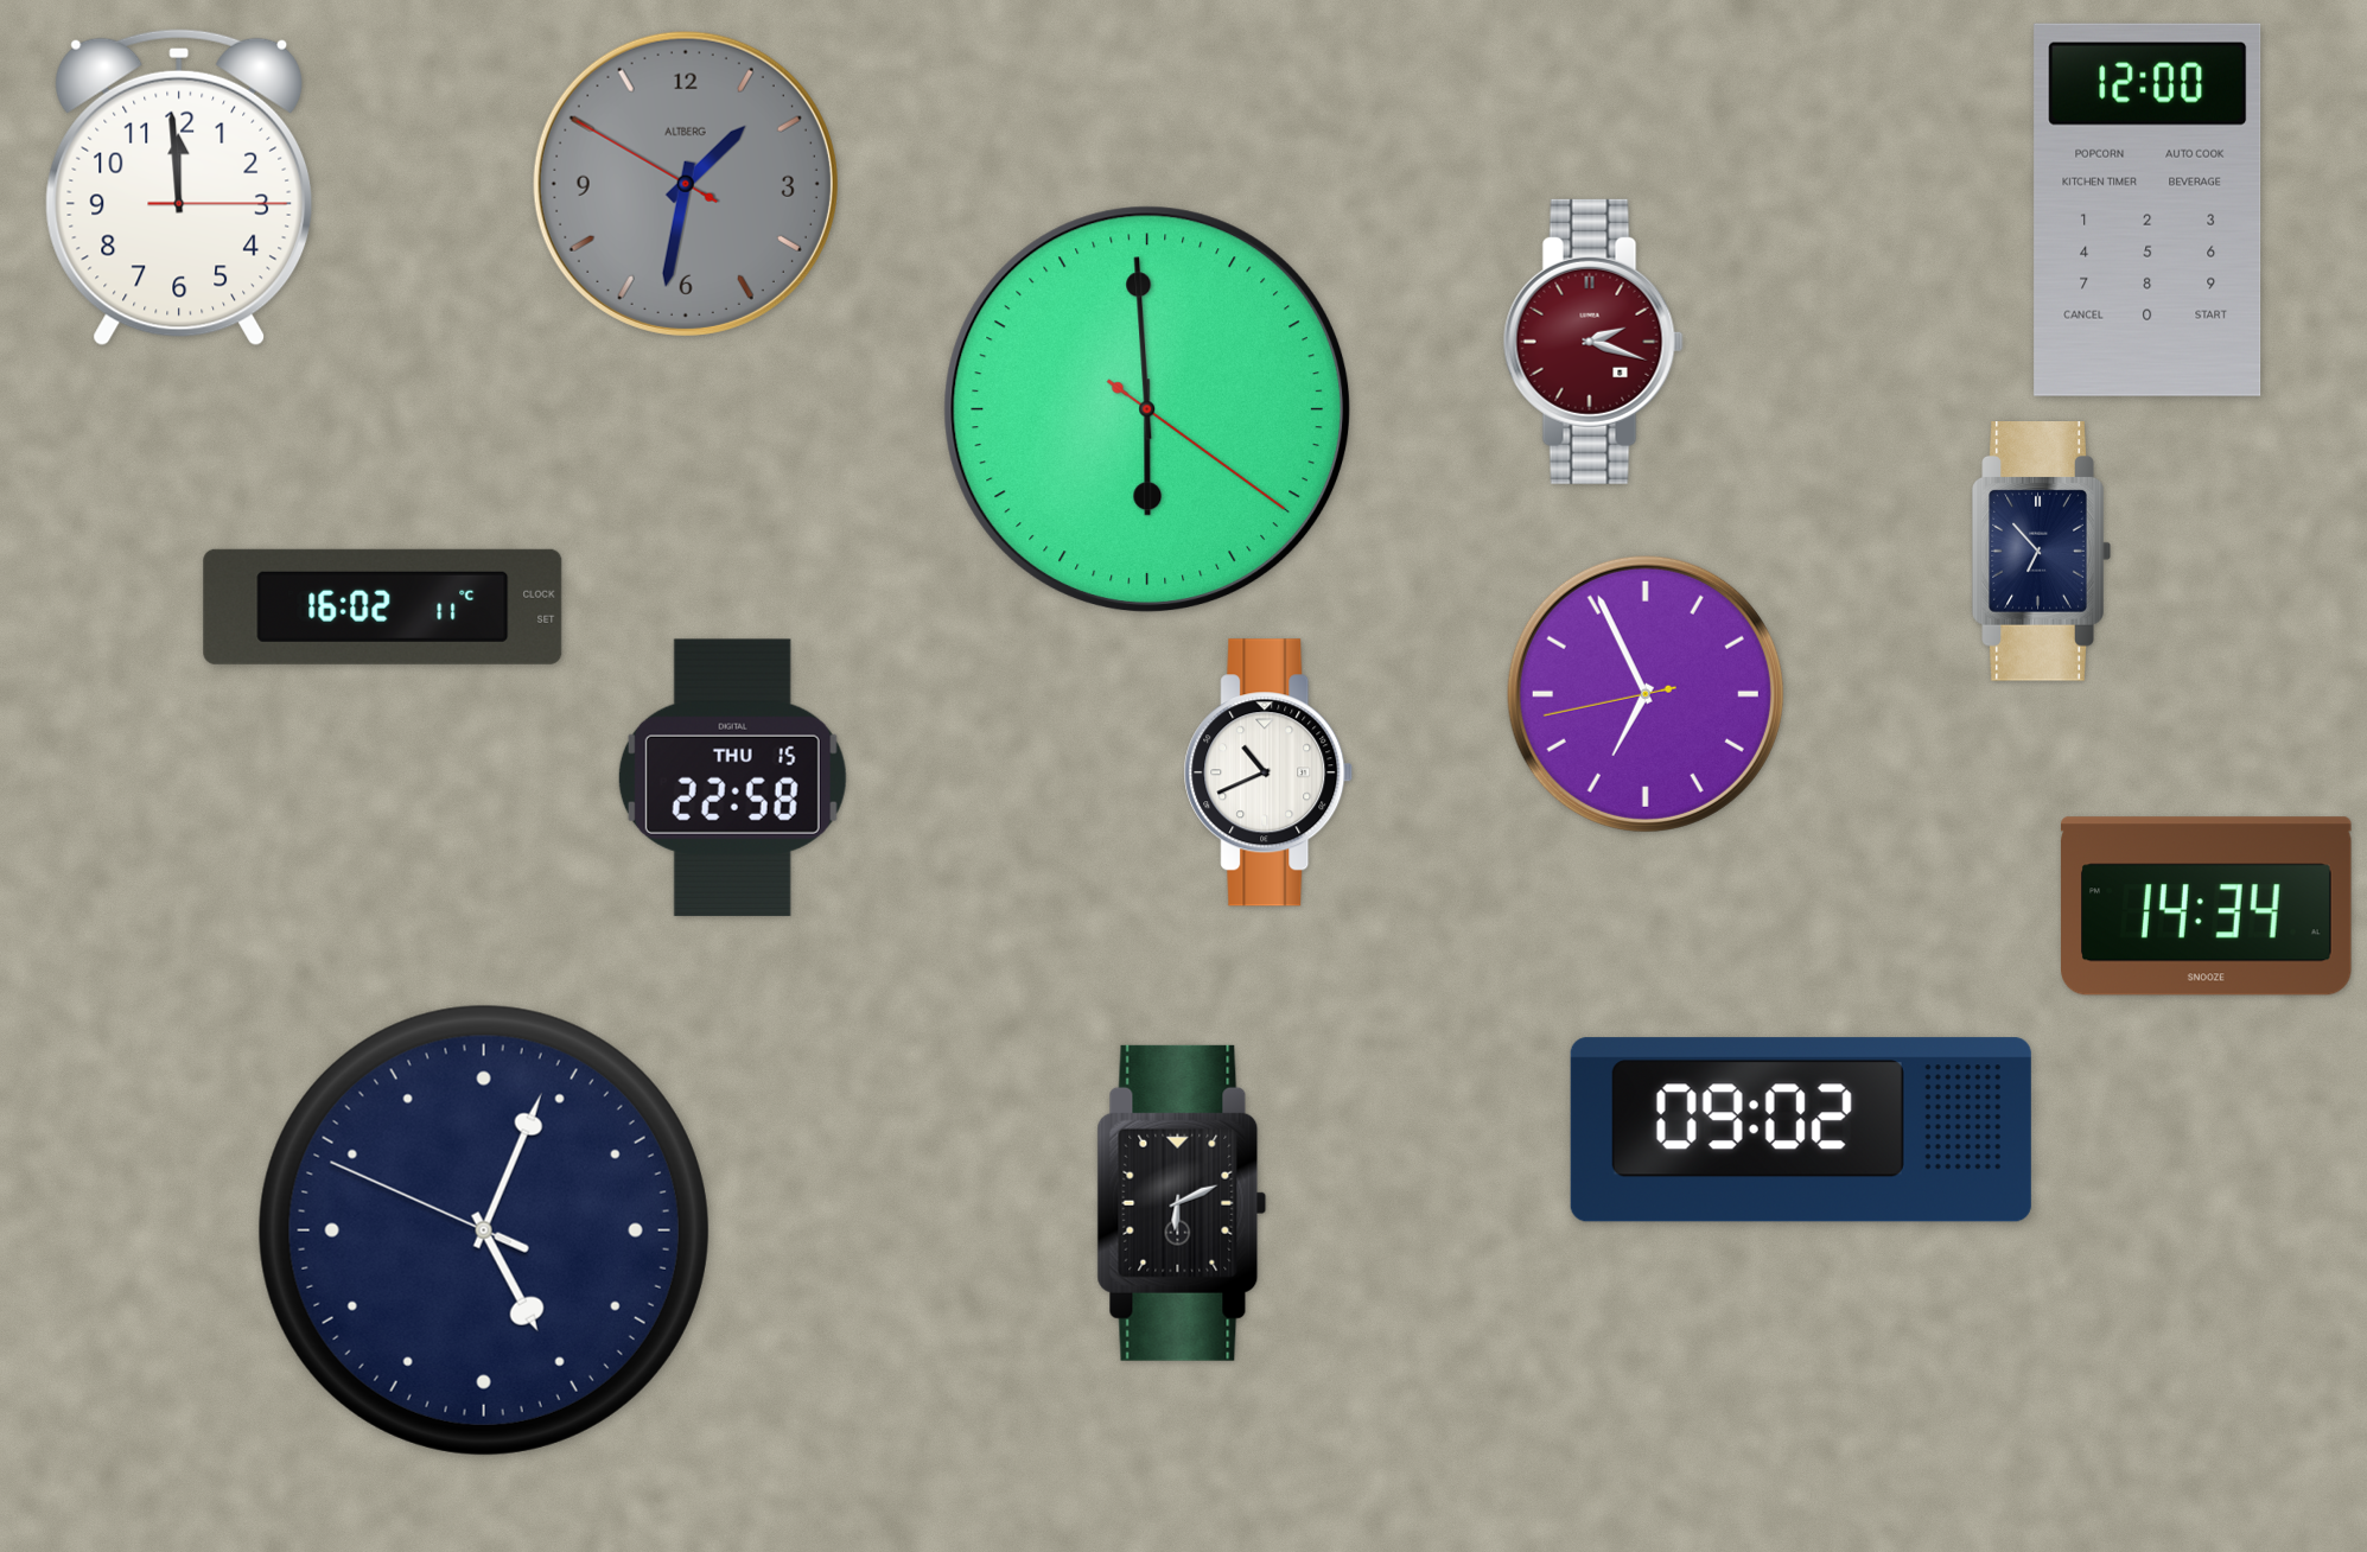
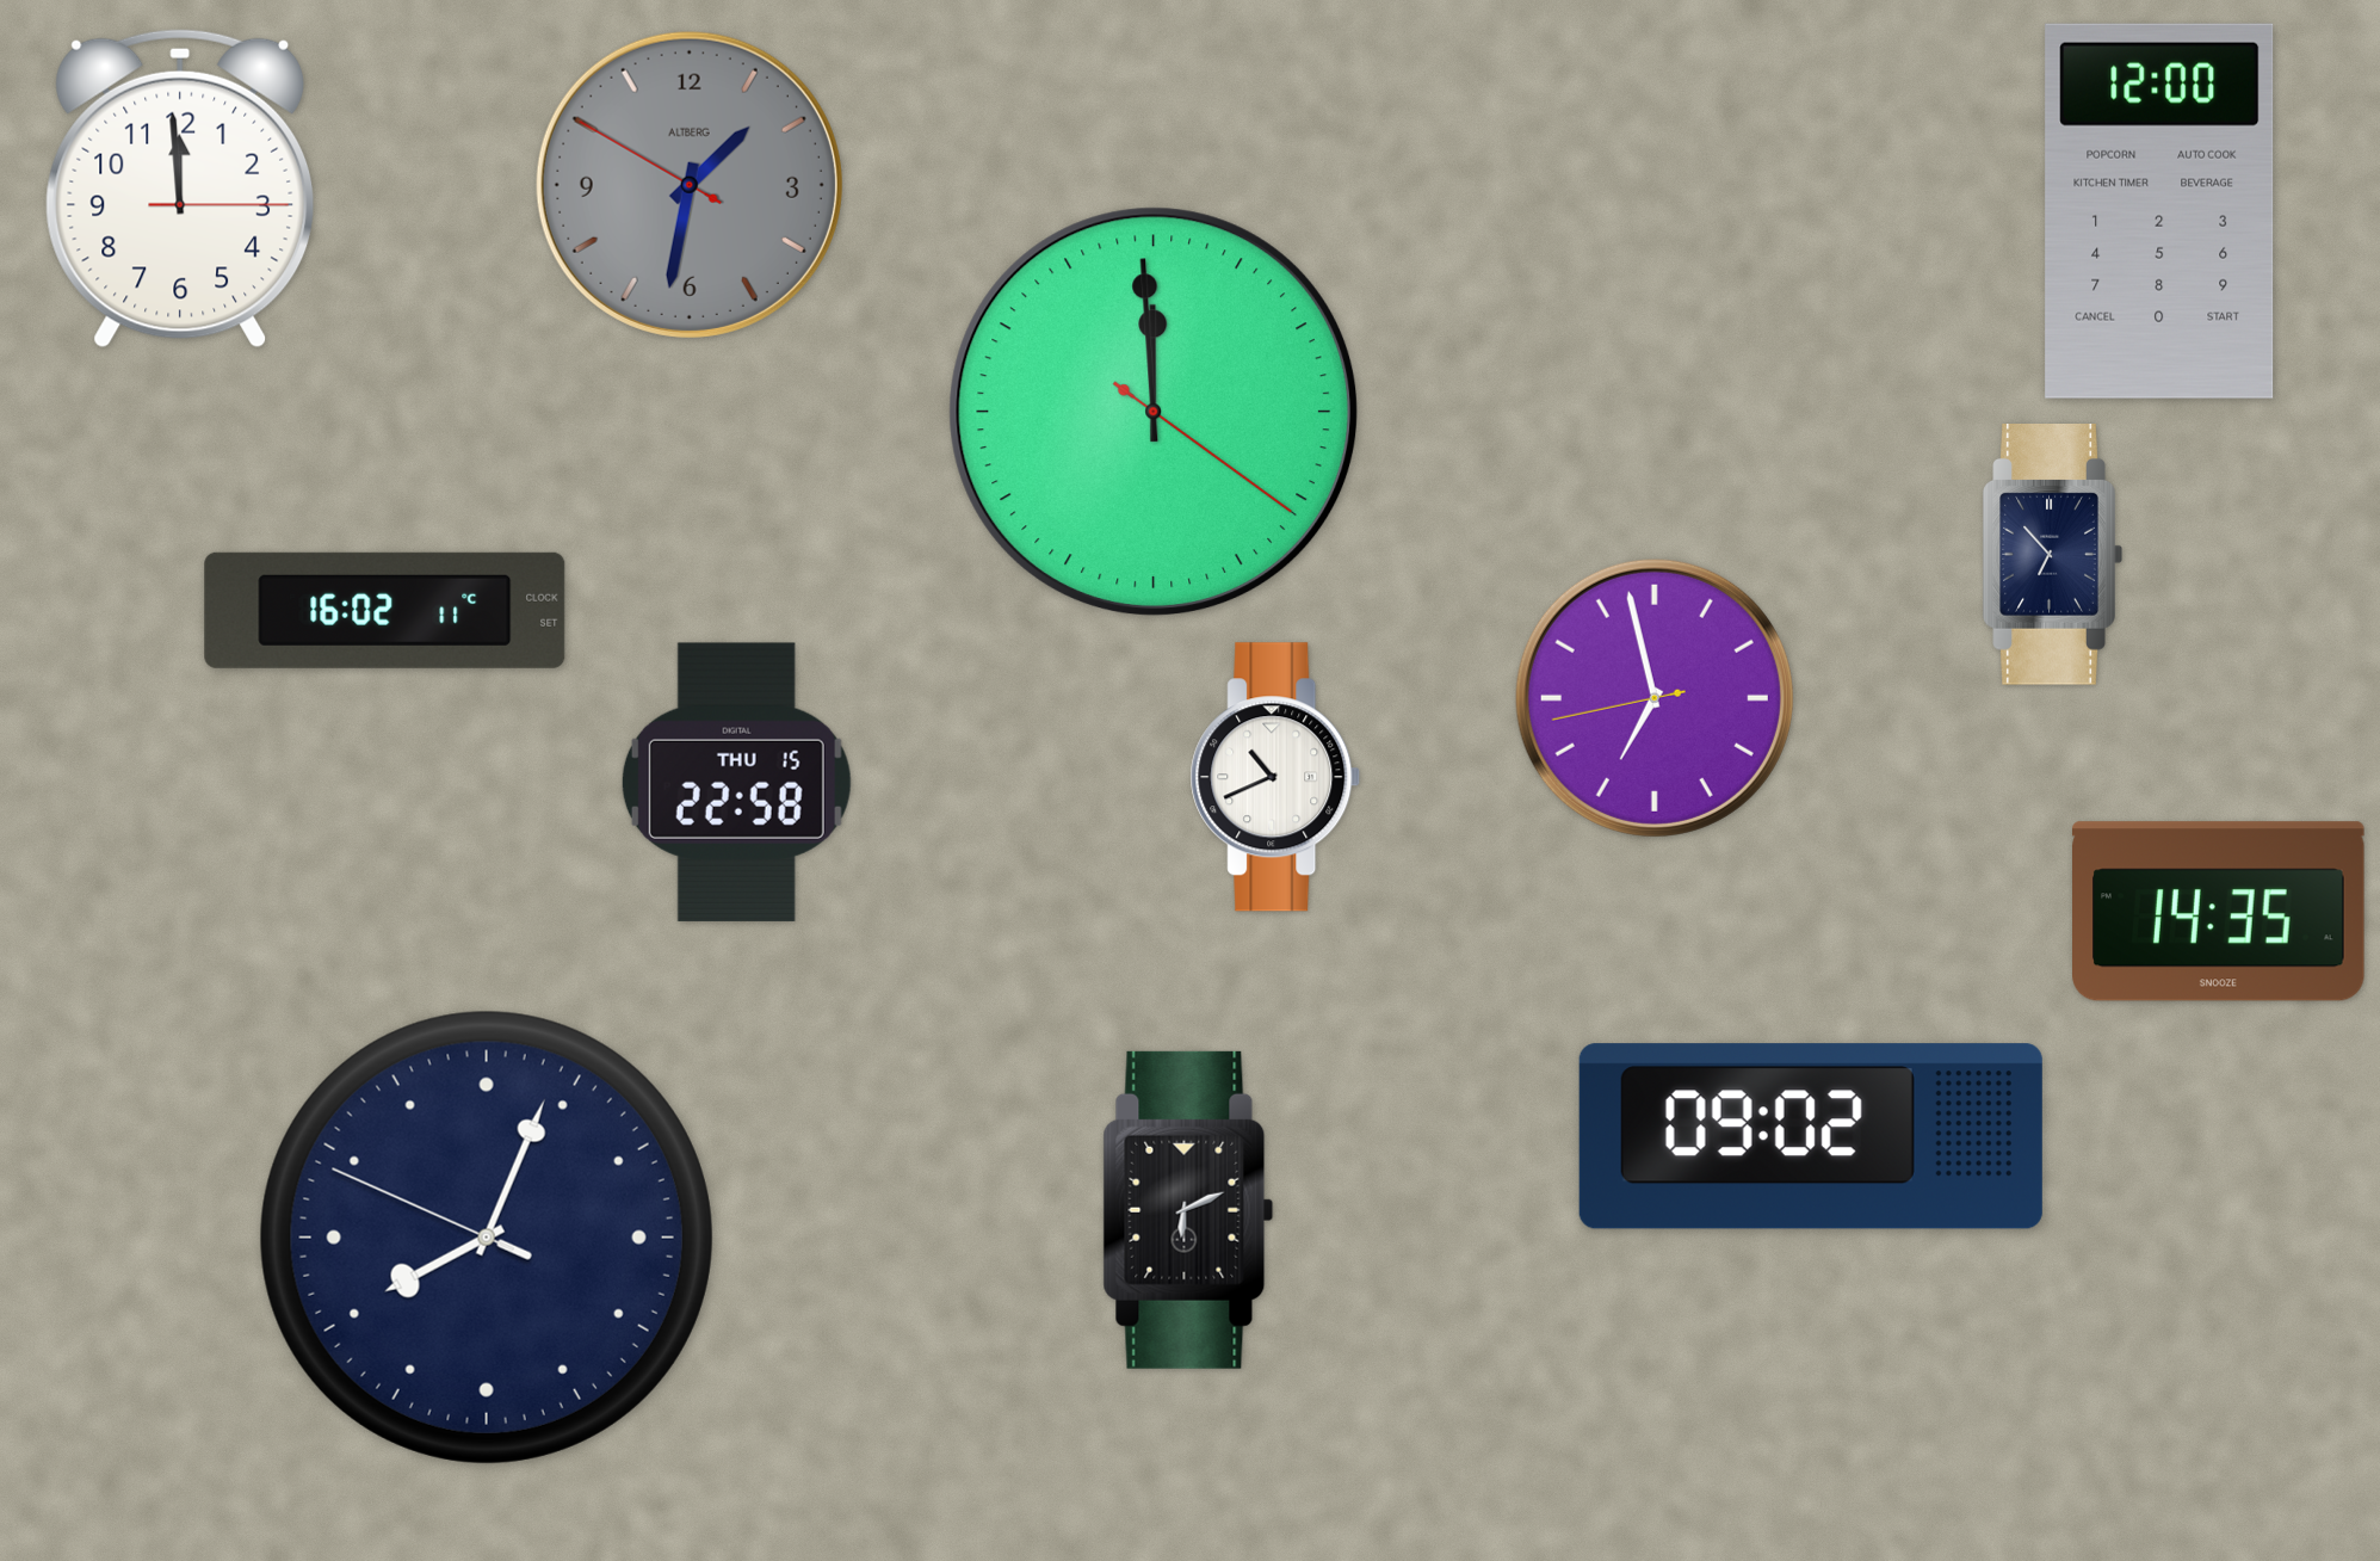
clock at (1593, 342): 2:18 -> none
clock at (1147, 409): 5:59 -> 11:59
clock at (1646, 694): 6:55 -> 6:57
clock at (2207, 907): 14:34 -> 14:35
clock at (484, 1230): 5:03 -> 8:03
